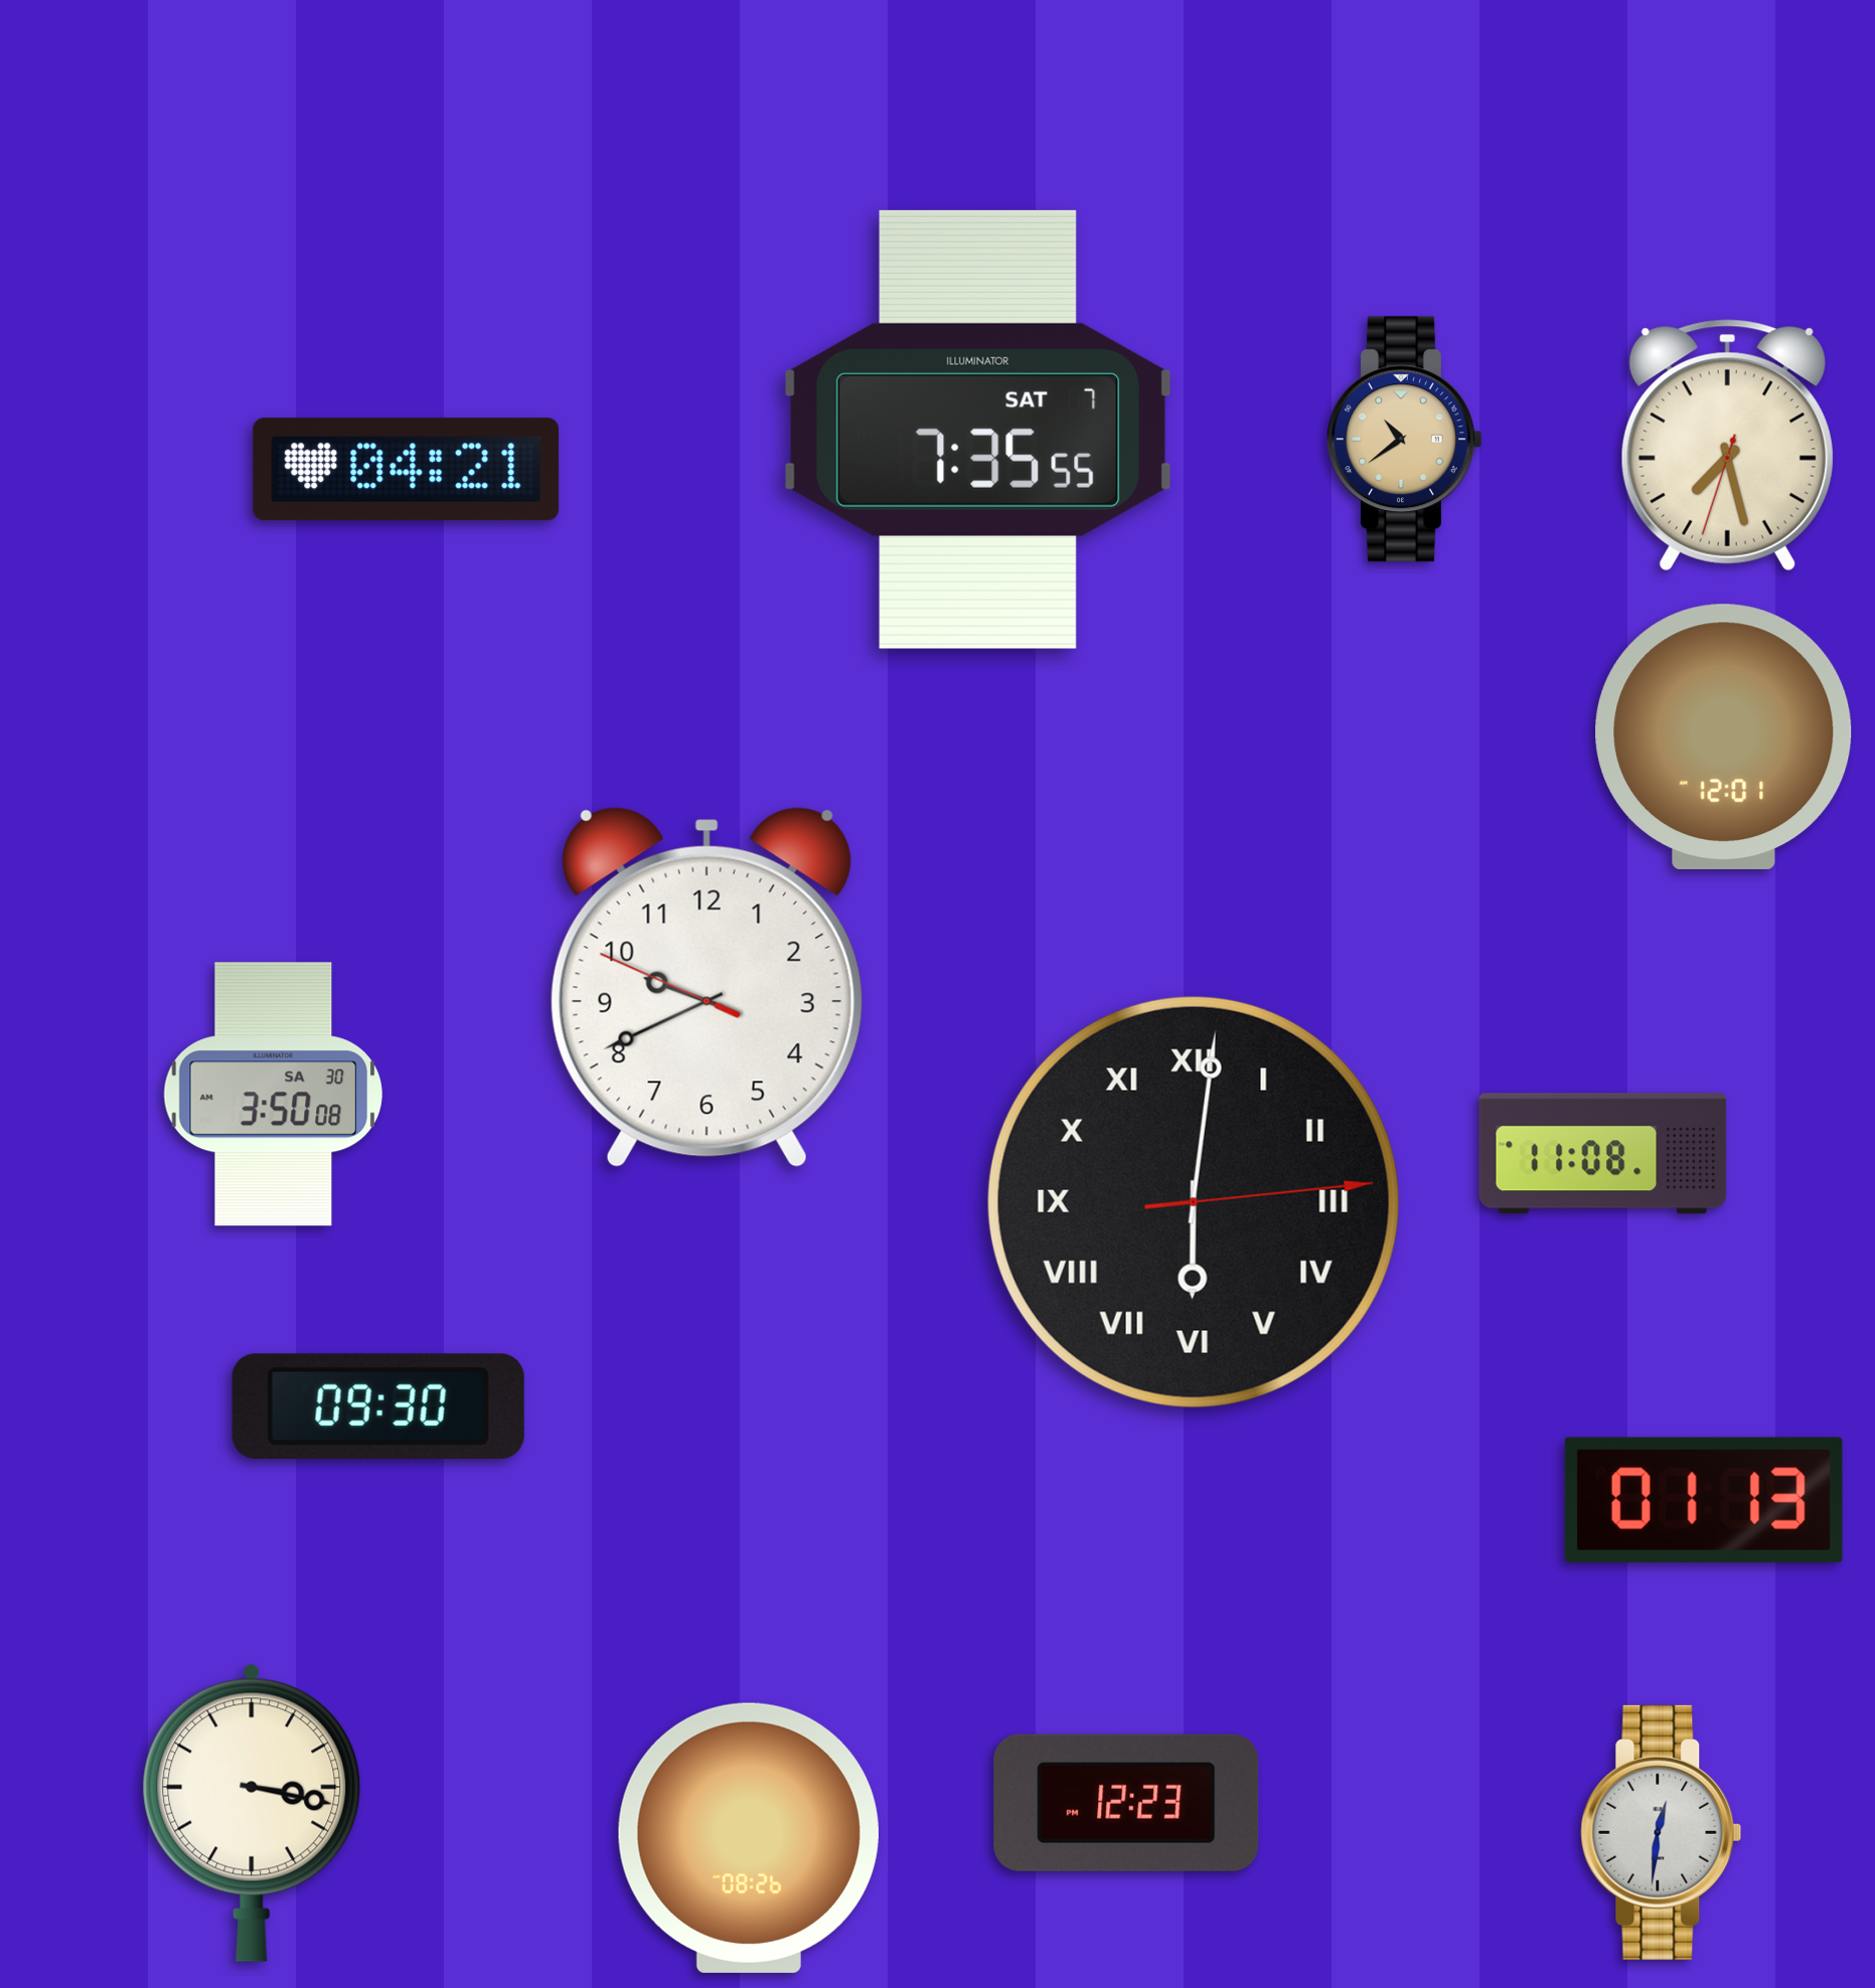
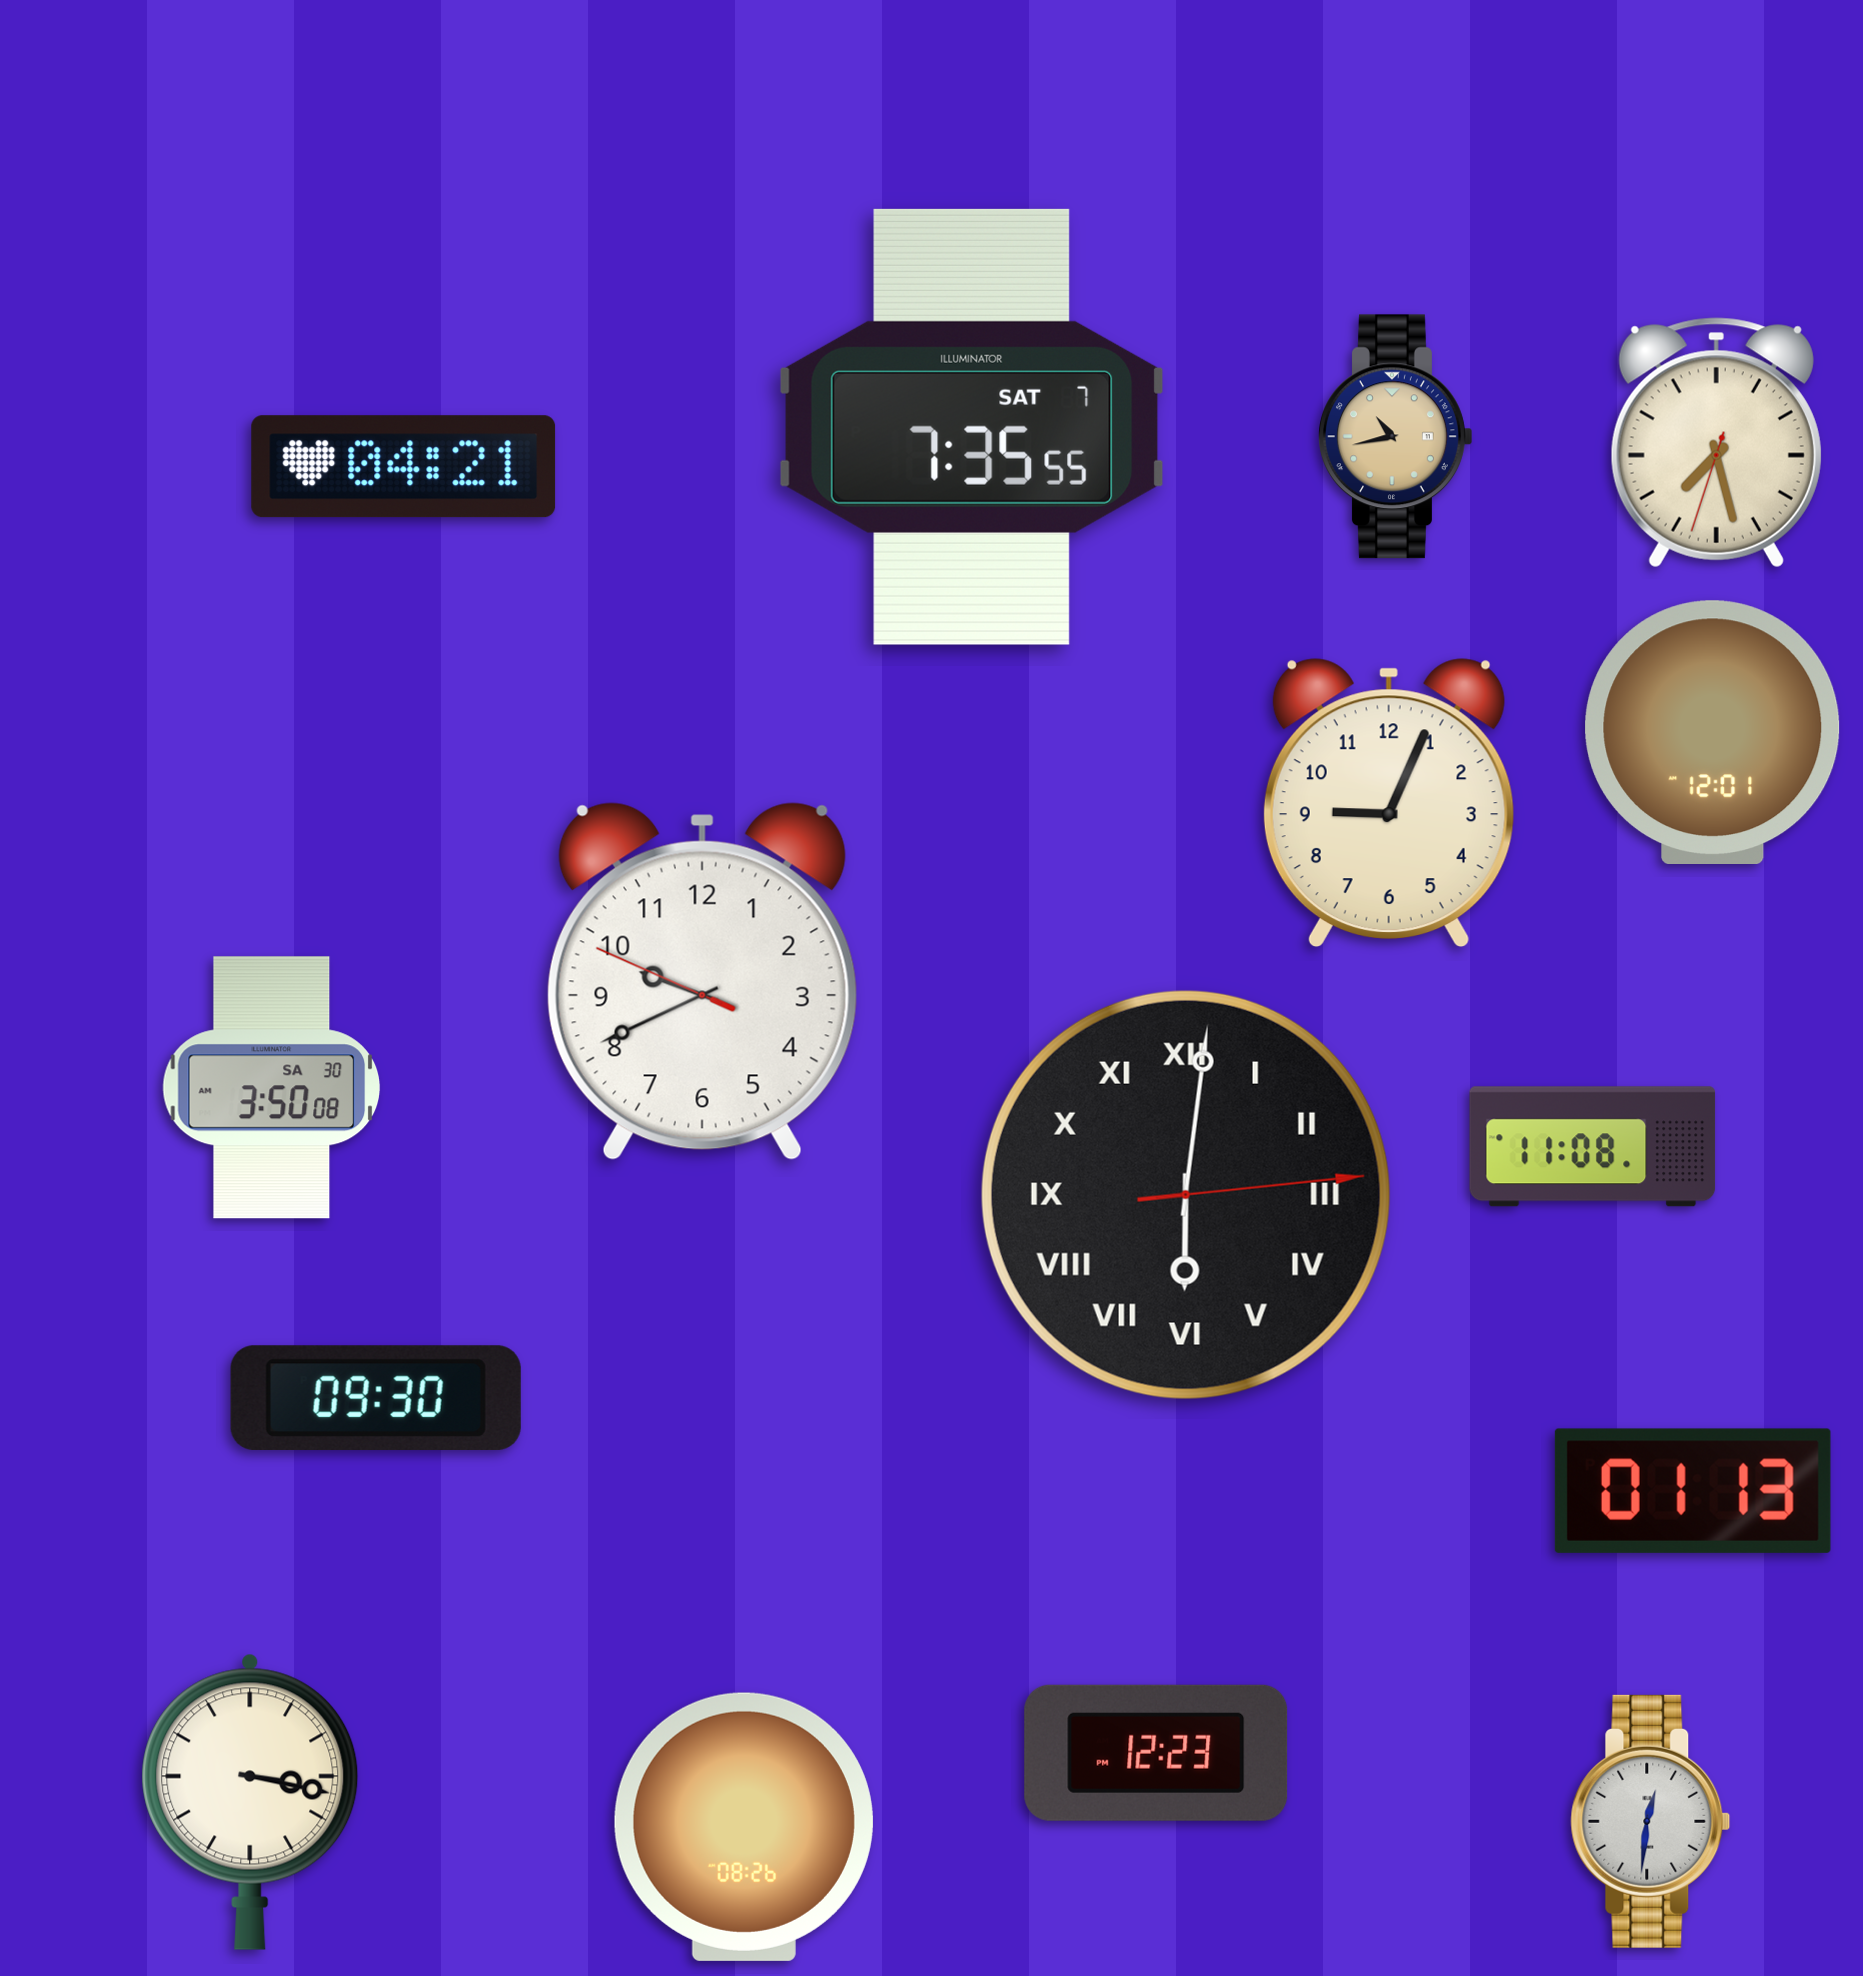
clock at (1405, 440): 10:39 -> 10:43
clock at (1389, 803): none -> 9:04
clock at (1126, 1803) position: (1126, 1803) -> (1156, 1753)
